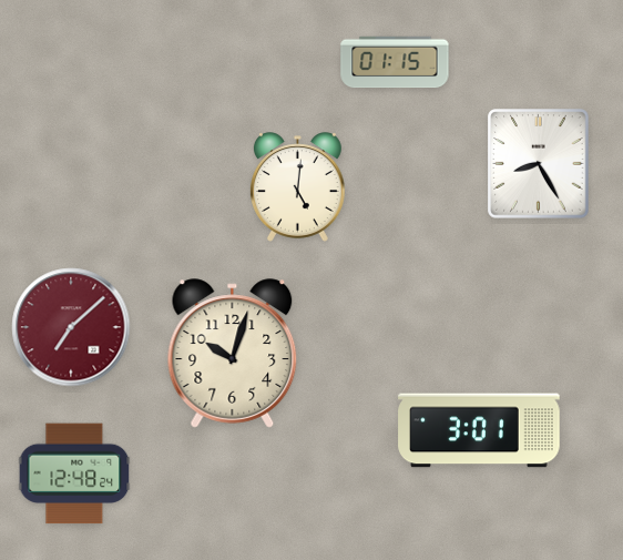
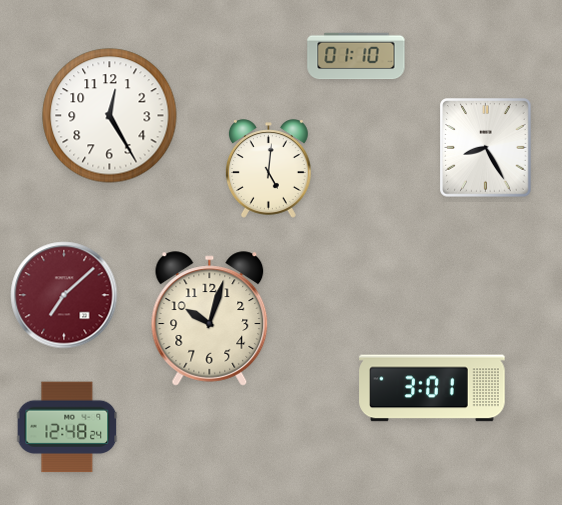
clock at (395, 62): 01:15 -> 01:10
clock at (110, 116): none -> 12:25
